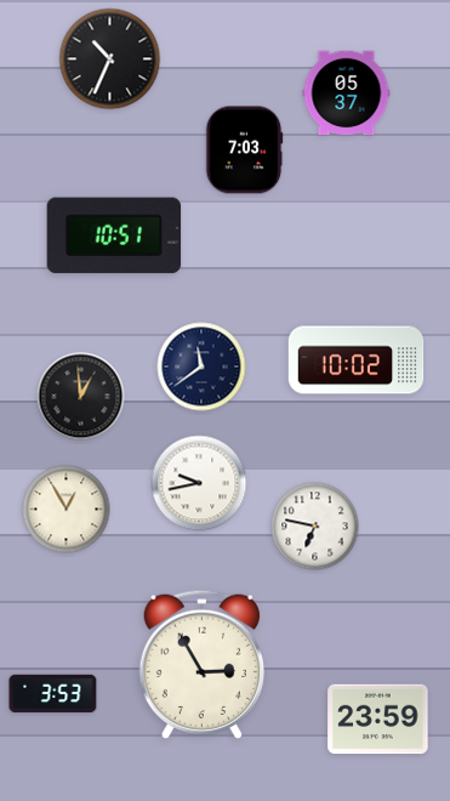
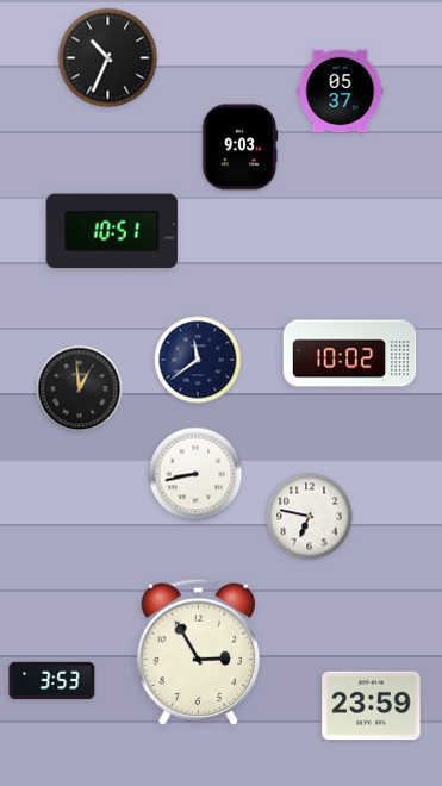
clock at (244, 150): 7:03 -> 9:03
clock at (199, 483): 9:43 -> 8:43
clock at (67, 510): 12:55 -> none
